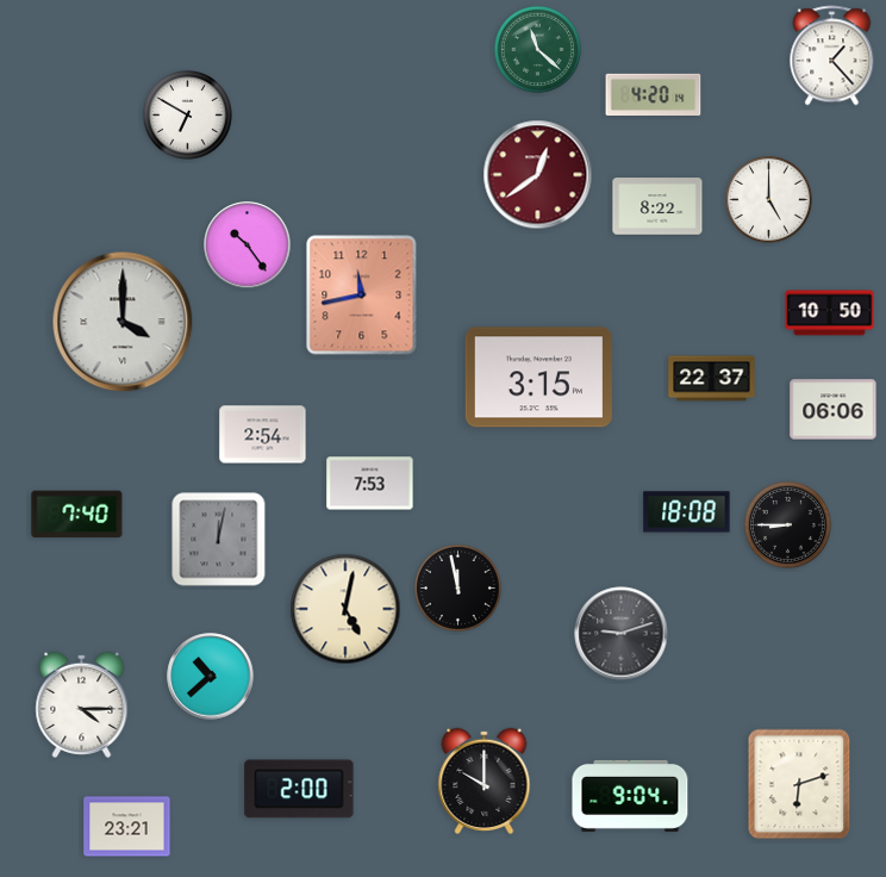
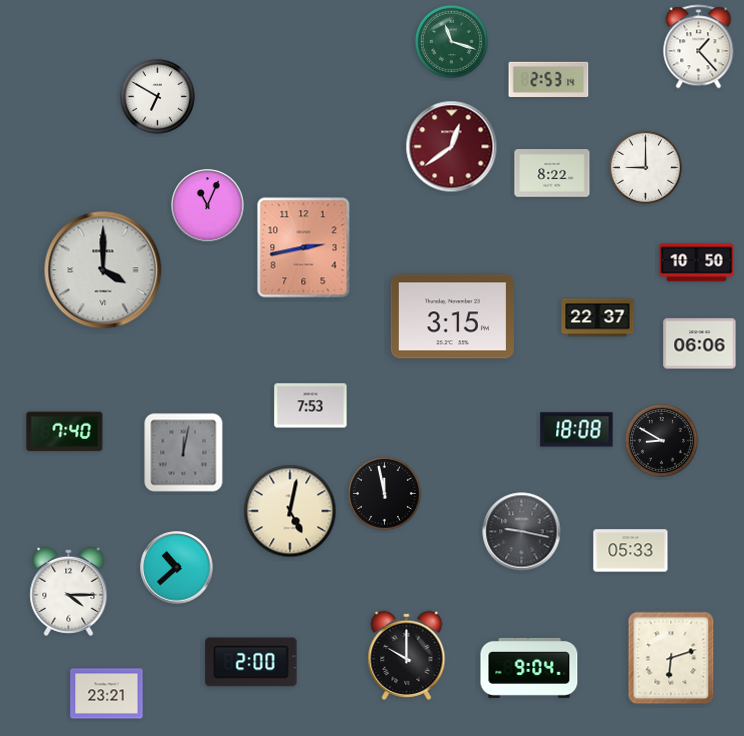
clock at (537, 49): 11:22 -> 11:18
clock at (654, 95): 4:20 -> 2:53
clock at (768, 199): 5:00 -> 9:00
clock at (248, 245): 10:24 -> 11:04
clock at (362, 296): 11:43 -> 2:43
clock at (263, 435): 2:54 -> none
clock at (787, 524): 8:45 -> 8:50
clock at (622, 634): 9:12 -> 9:17
clock at (631, 551): none -> 05:33
